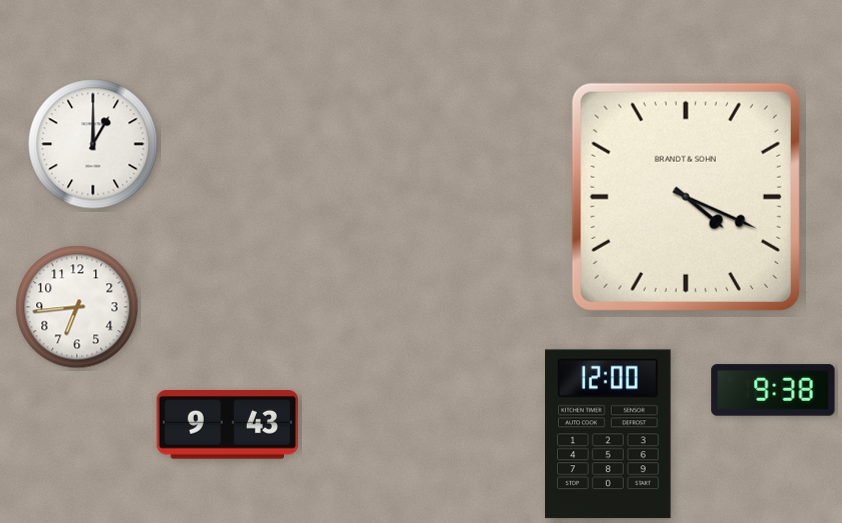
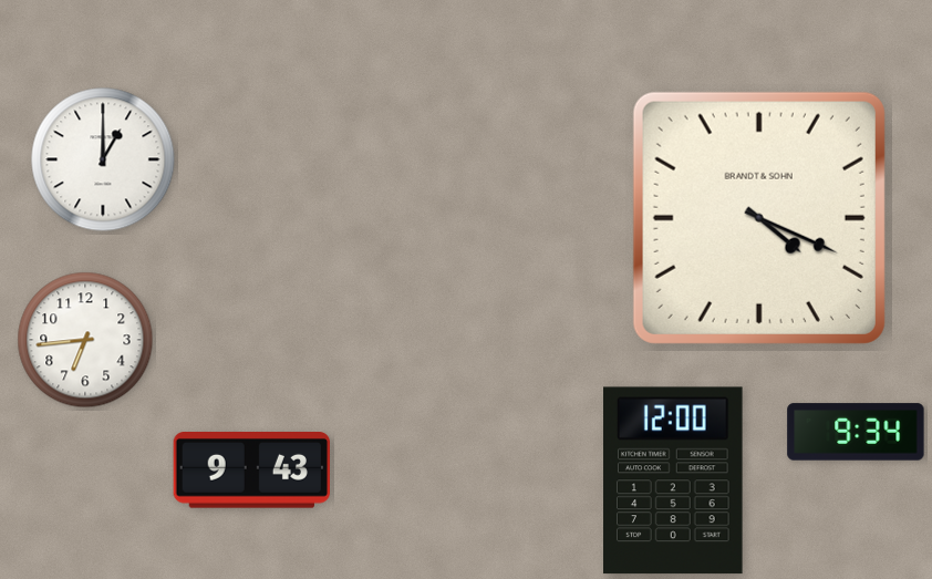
clock at (773, 390): 9:38 -> 9:34
